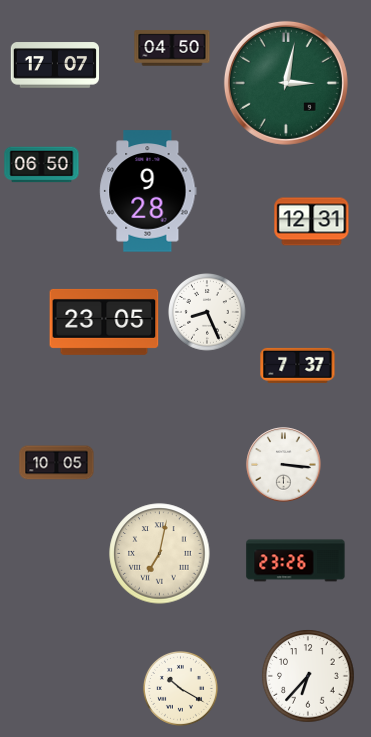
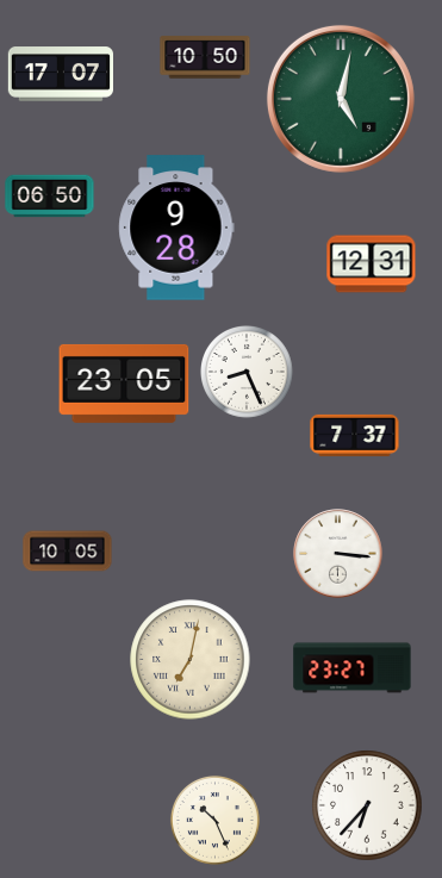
clock at (172, 48): 04:50 -> 10:50
clock at (54, 65) position: (54, 65) -> (60, 74)
clock at (286, 83): 3:02 -> 5:02
clock at (296, 561): 23:26 -> 23:27
clock at (180, 688): 10:20 -> 10:26
